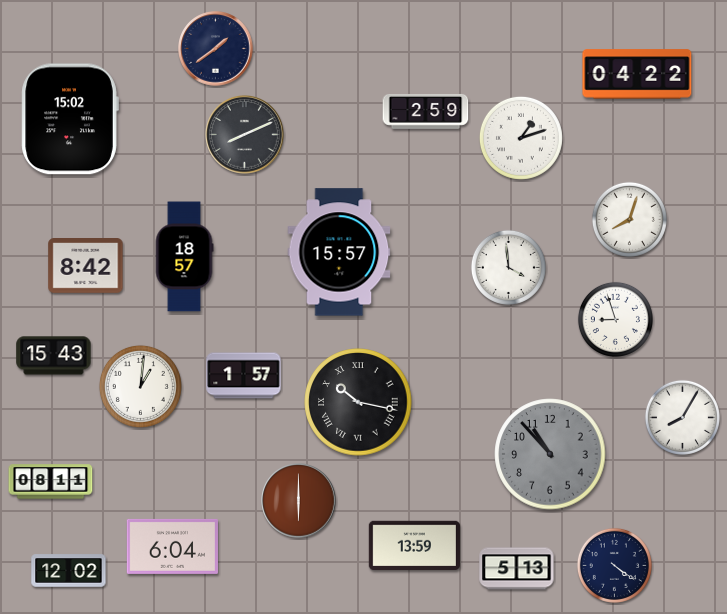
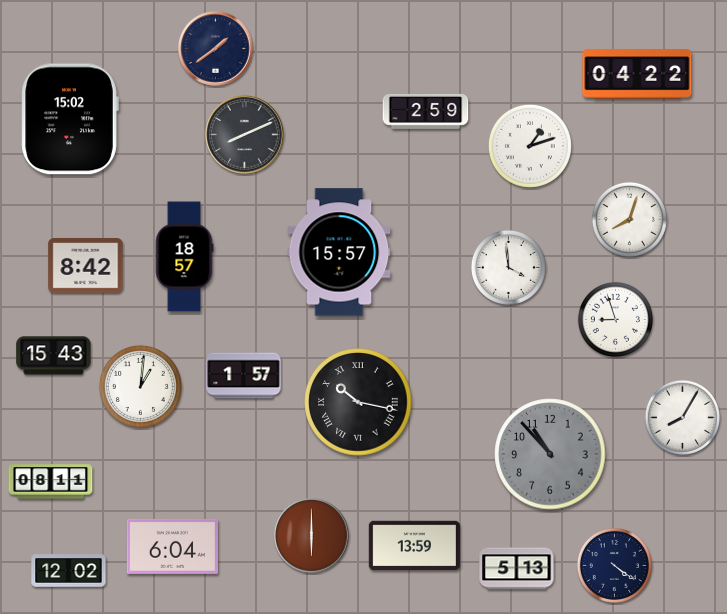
clock at (521, 138) position: (521, 138) -> (530, 146)
clock at (299, 501) position: (299, 501) -> (312, 536)
